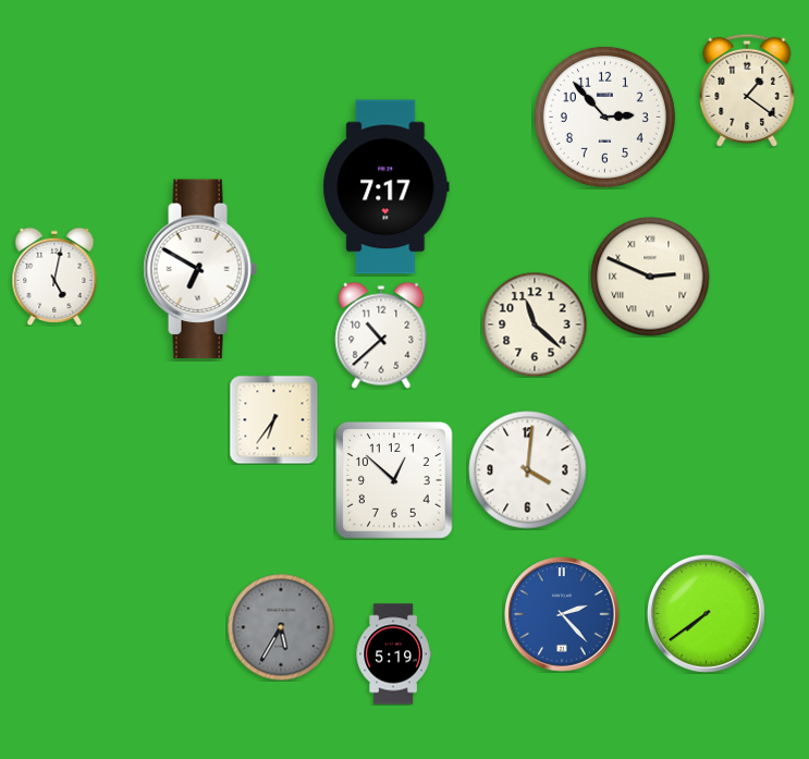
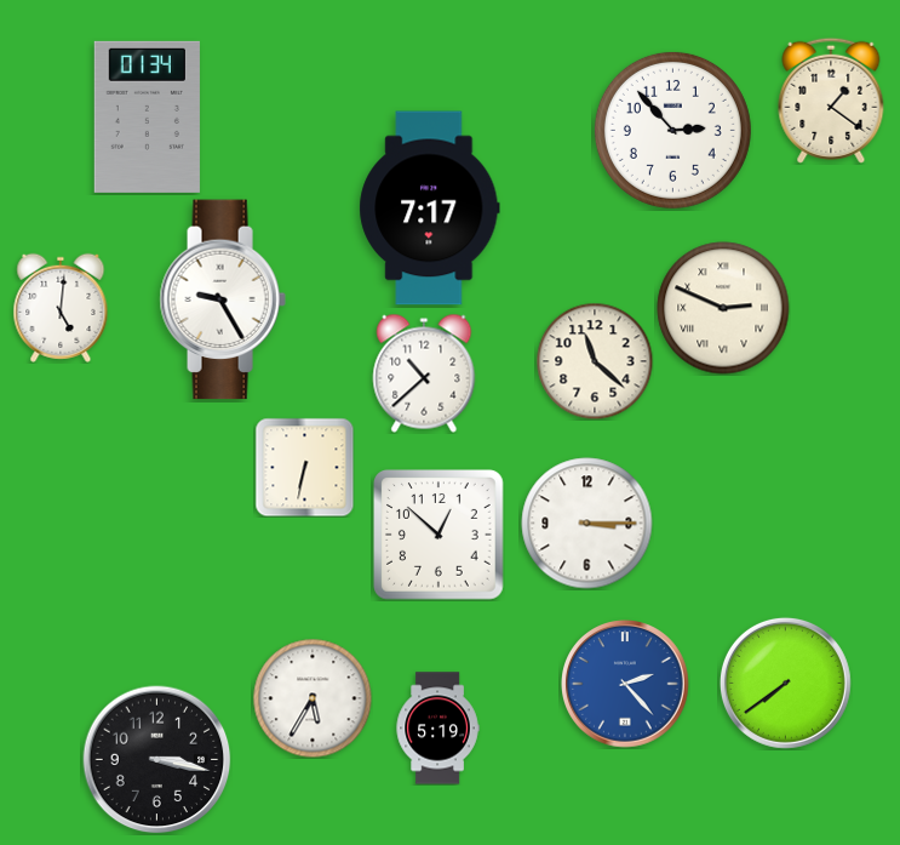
clock at (147, 116): none -> 01:34
clock at (200, 269): 6:50 -> 9:25
clock at (54, 277): 5:02 -> 5:01
clock at (273, 419): 6:36 -> 6:32
clock at (528, 470): 4:01 -> 3:15
clock at (281, 627) dial: grey -> white
clock at (157, 760): none -> 3:17
